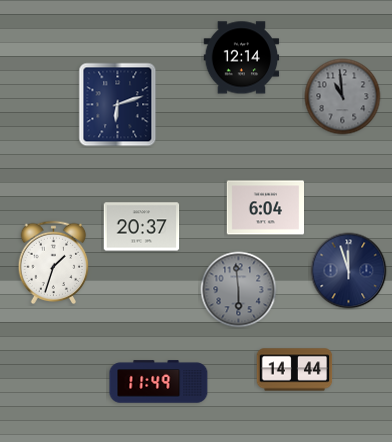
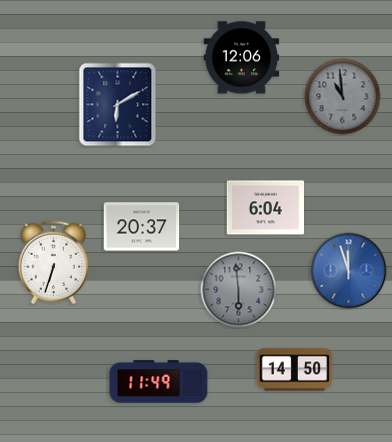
clock at (242, 58): 12:14 -> 12:06
clock at (118, 105): 6:12 -> 6:10
clock at (54, 263): 1:33 -> 6:33
clock at (349, 271) dial: navy -> blue
clock at (295, 370): 14:44 -> 14:50
